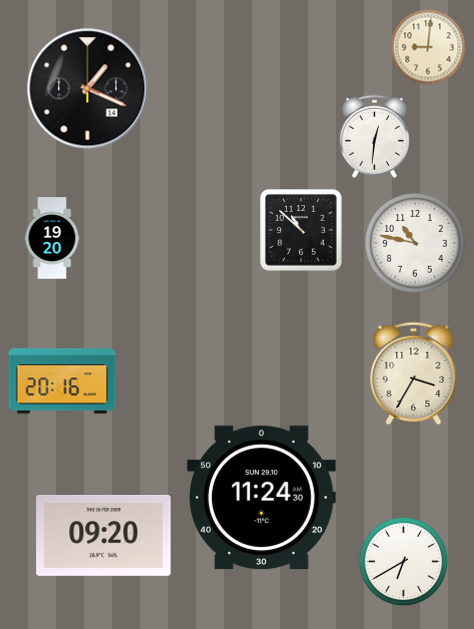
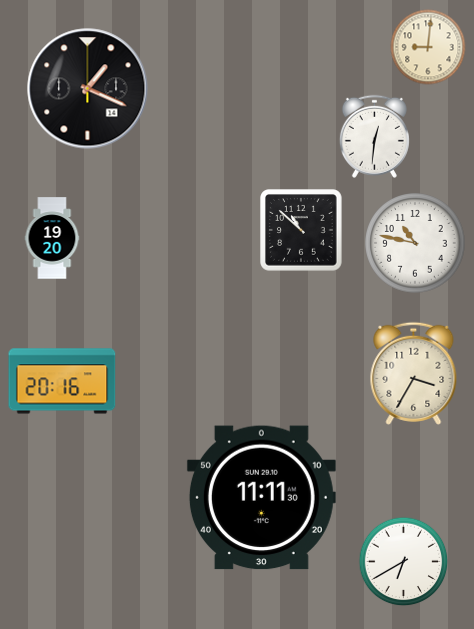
clock at (261, 498): 11:24 -> 11:11
clock at (104, 535): 09:20 -> none
